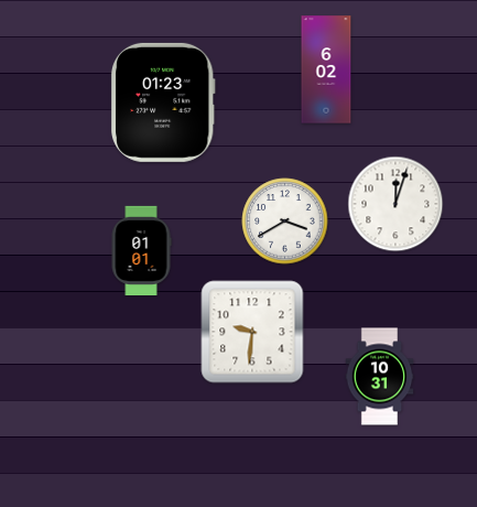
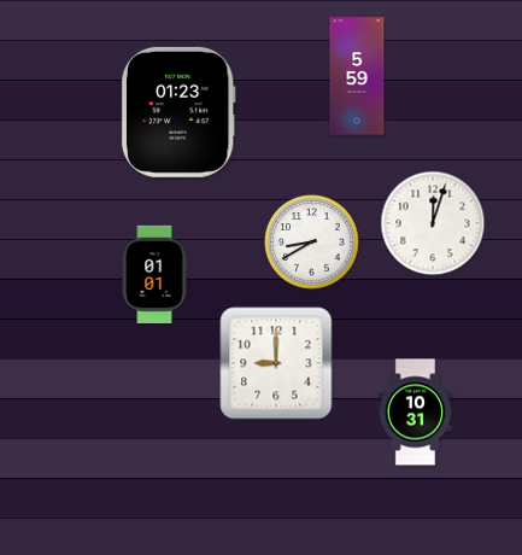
clock at (326, 69): 6:02 -> 5:59
clock at (285, 222): 3:40 -> 8:40
clock at (252, 332): 9:31 -> 9:00
